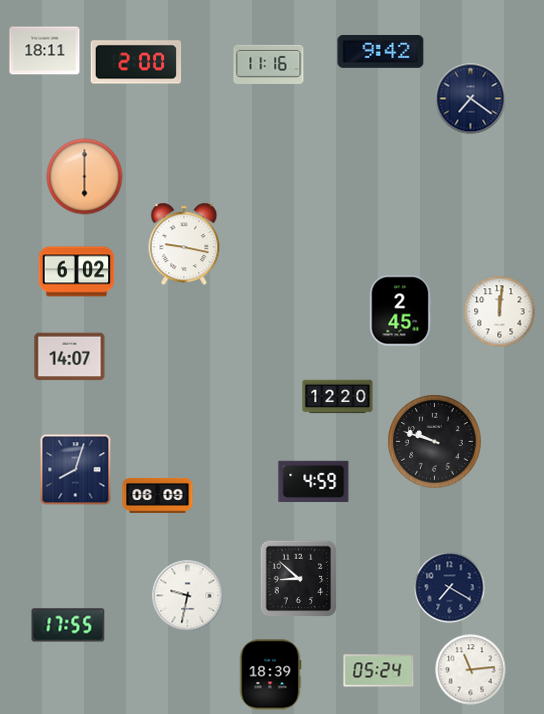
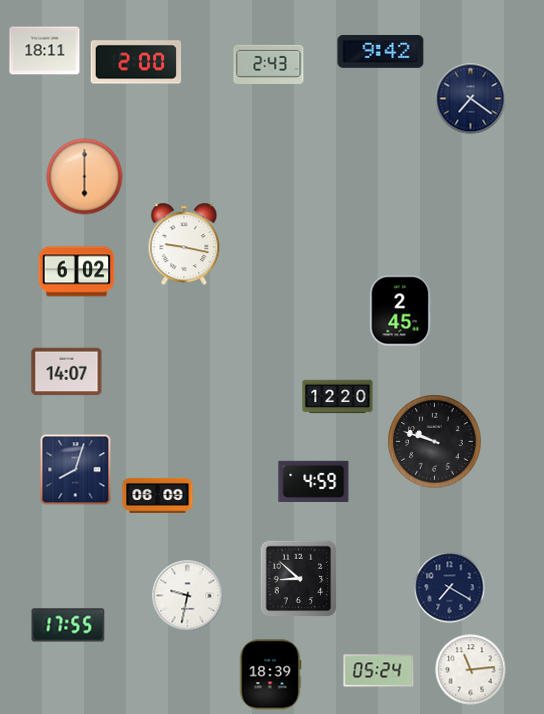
clock at (269, 64): 11:16 -> 2:43
clock at (500, 312): 12:01 -> none
clock at (70, 357) position: (70, 357) -> (67, 372)
